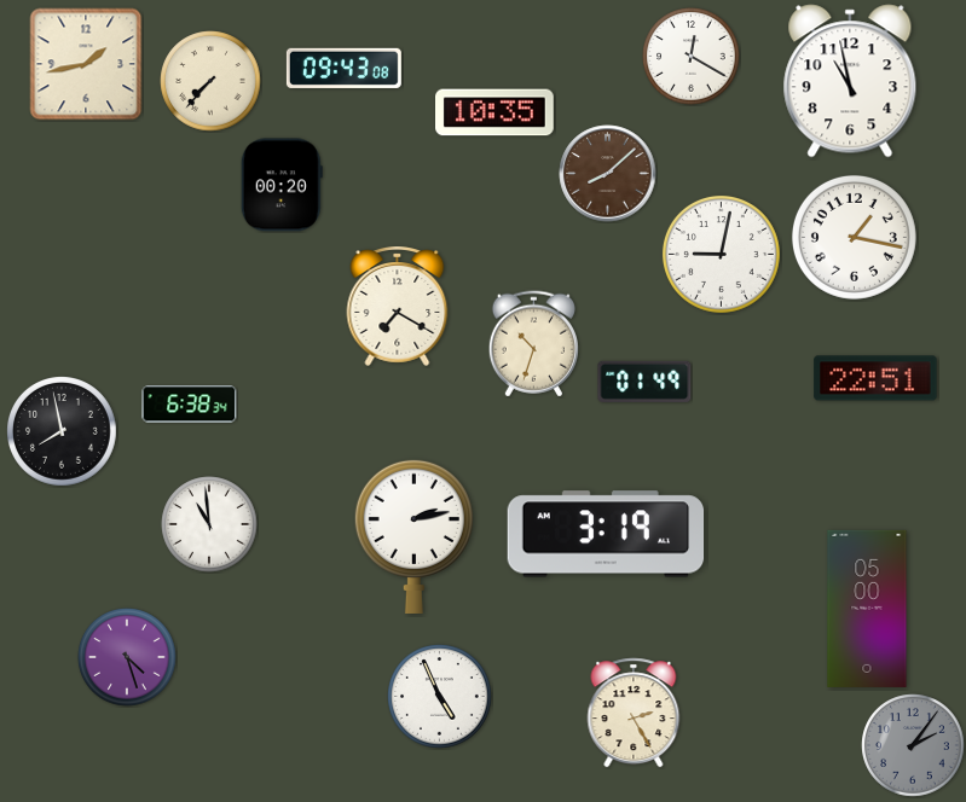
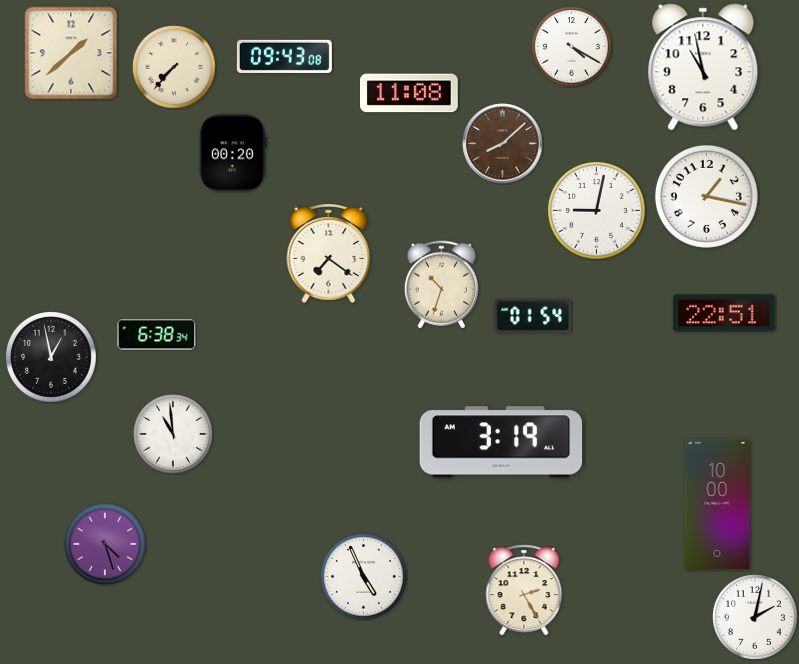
clock at (692, 57): 12:20 -> 4:20
clock at (86, 64): 1:43 -> 1:38
clock at (496, 112): 10:35 -> 11:08
clock at (398, 307): 7:20 -> 7:21
clock at (644, 382): 01:49 -> 01:54
clock at (63, 432): 7:58 -> 12:58
clock at (413, 536): 2:13 -> none
clock at (867, 609): 05:00 -> 10:00
clock at (913, 745): 2:06 -> 2:02
clock at (913, 745) dial: grey -> white
